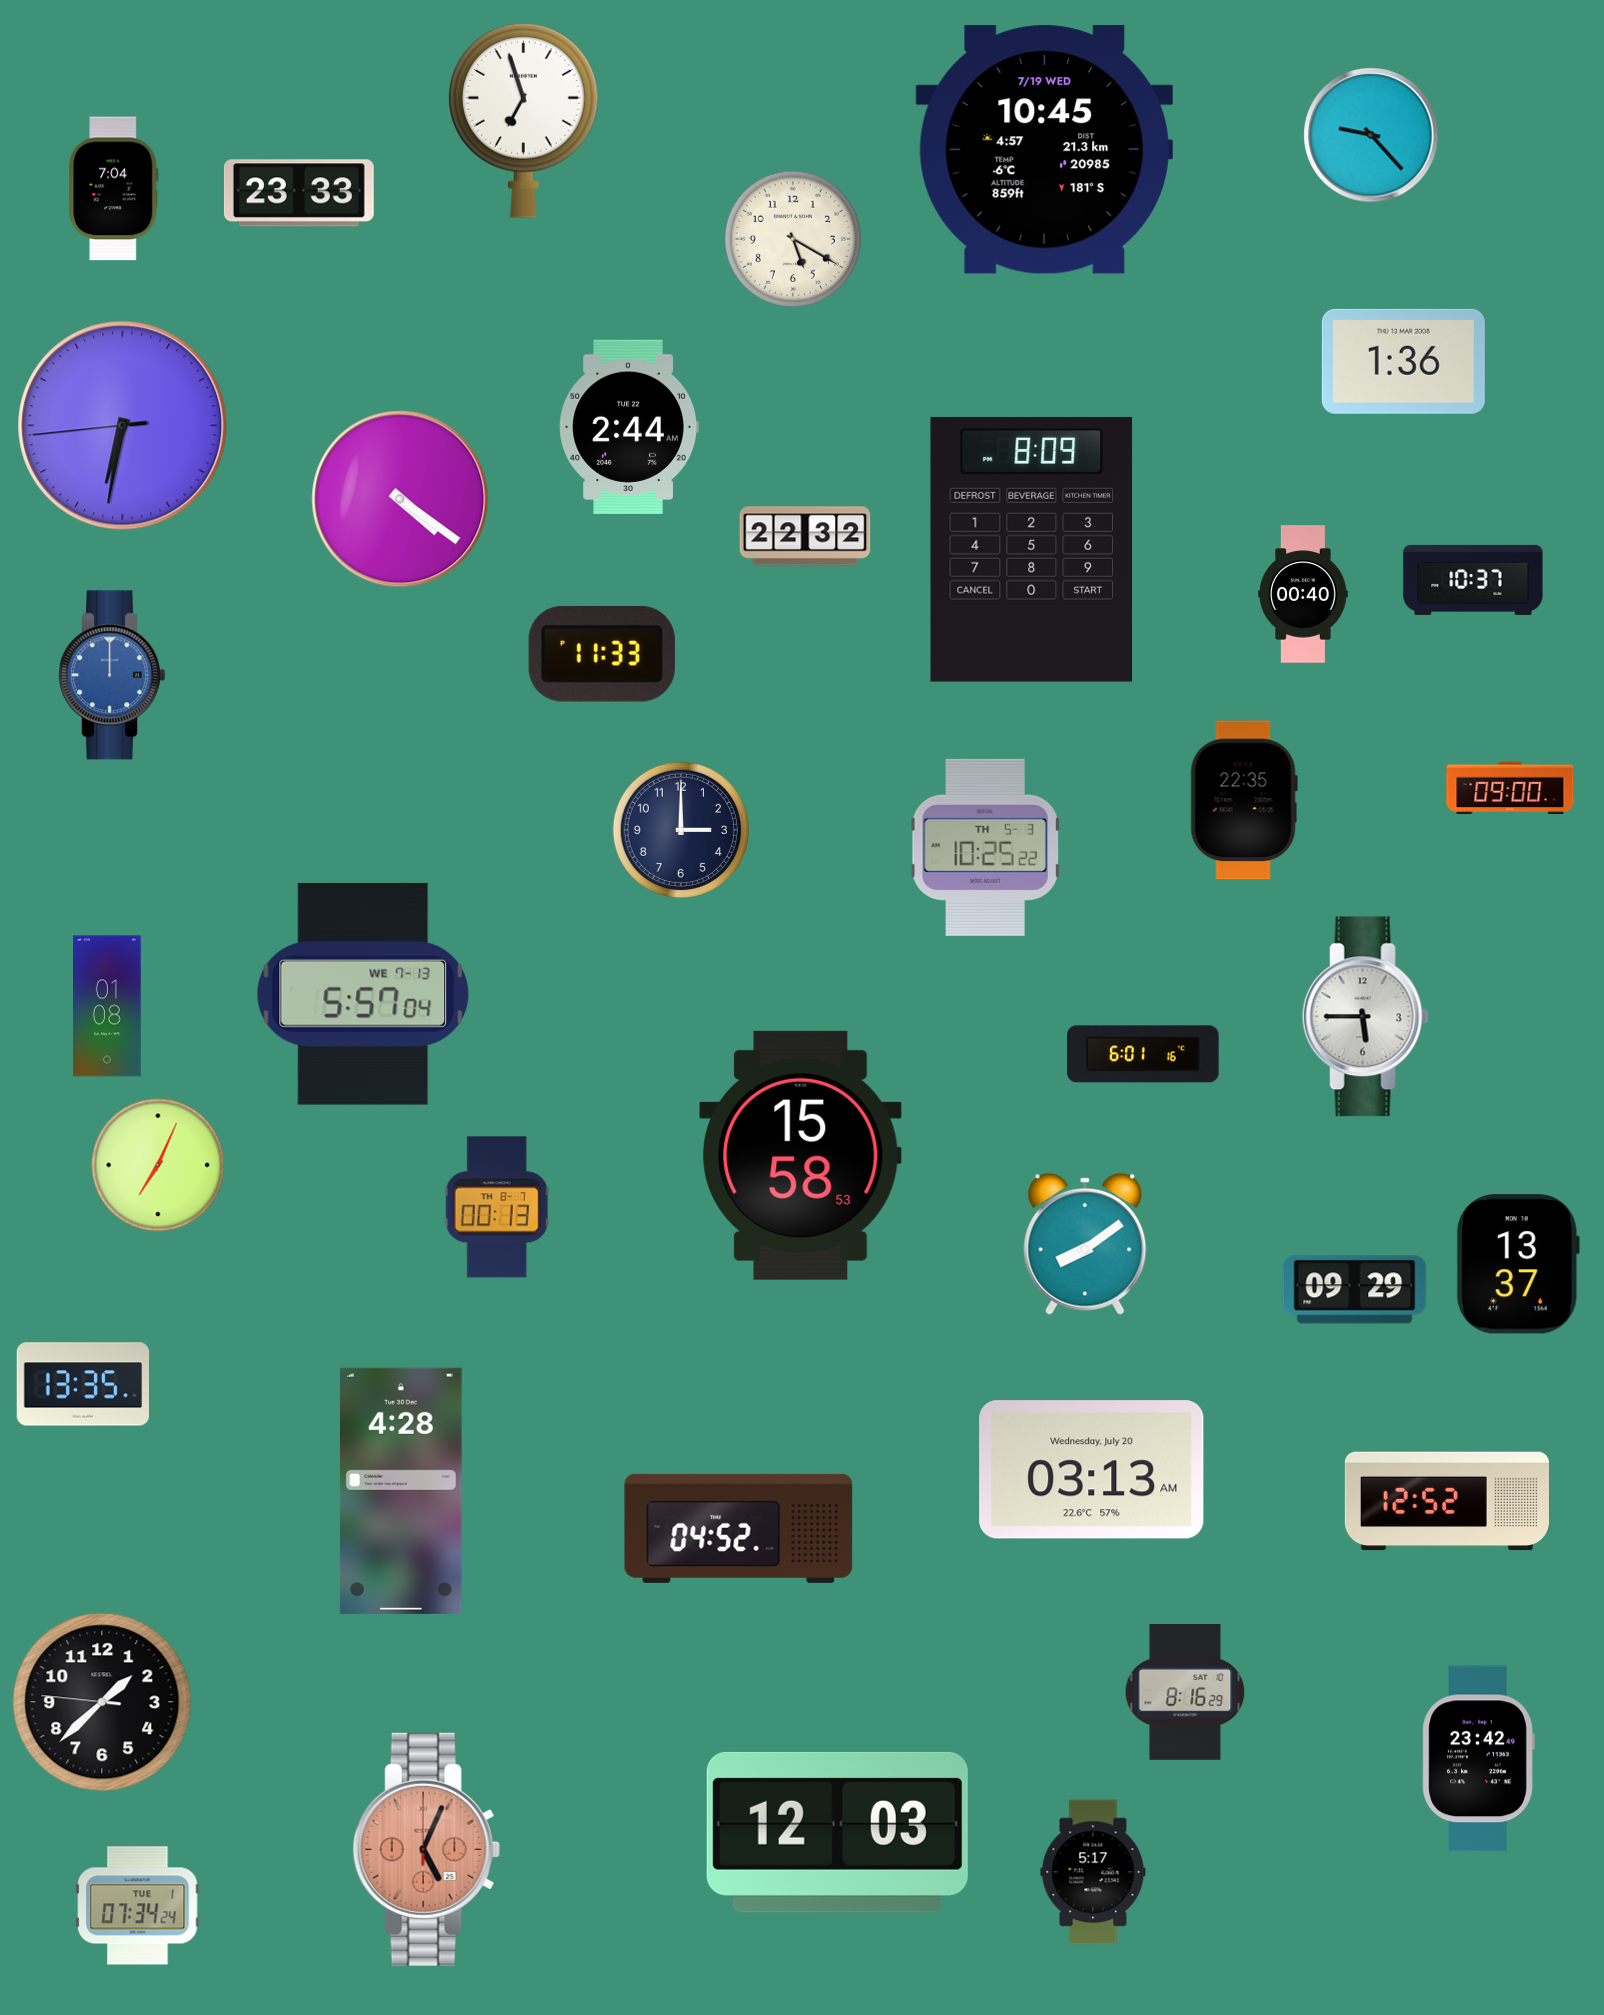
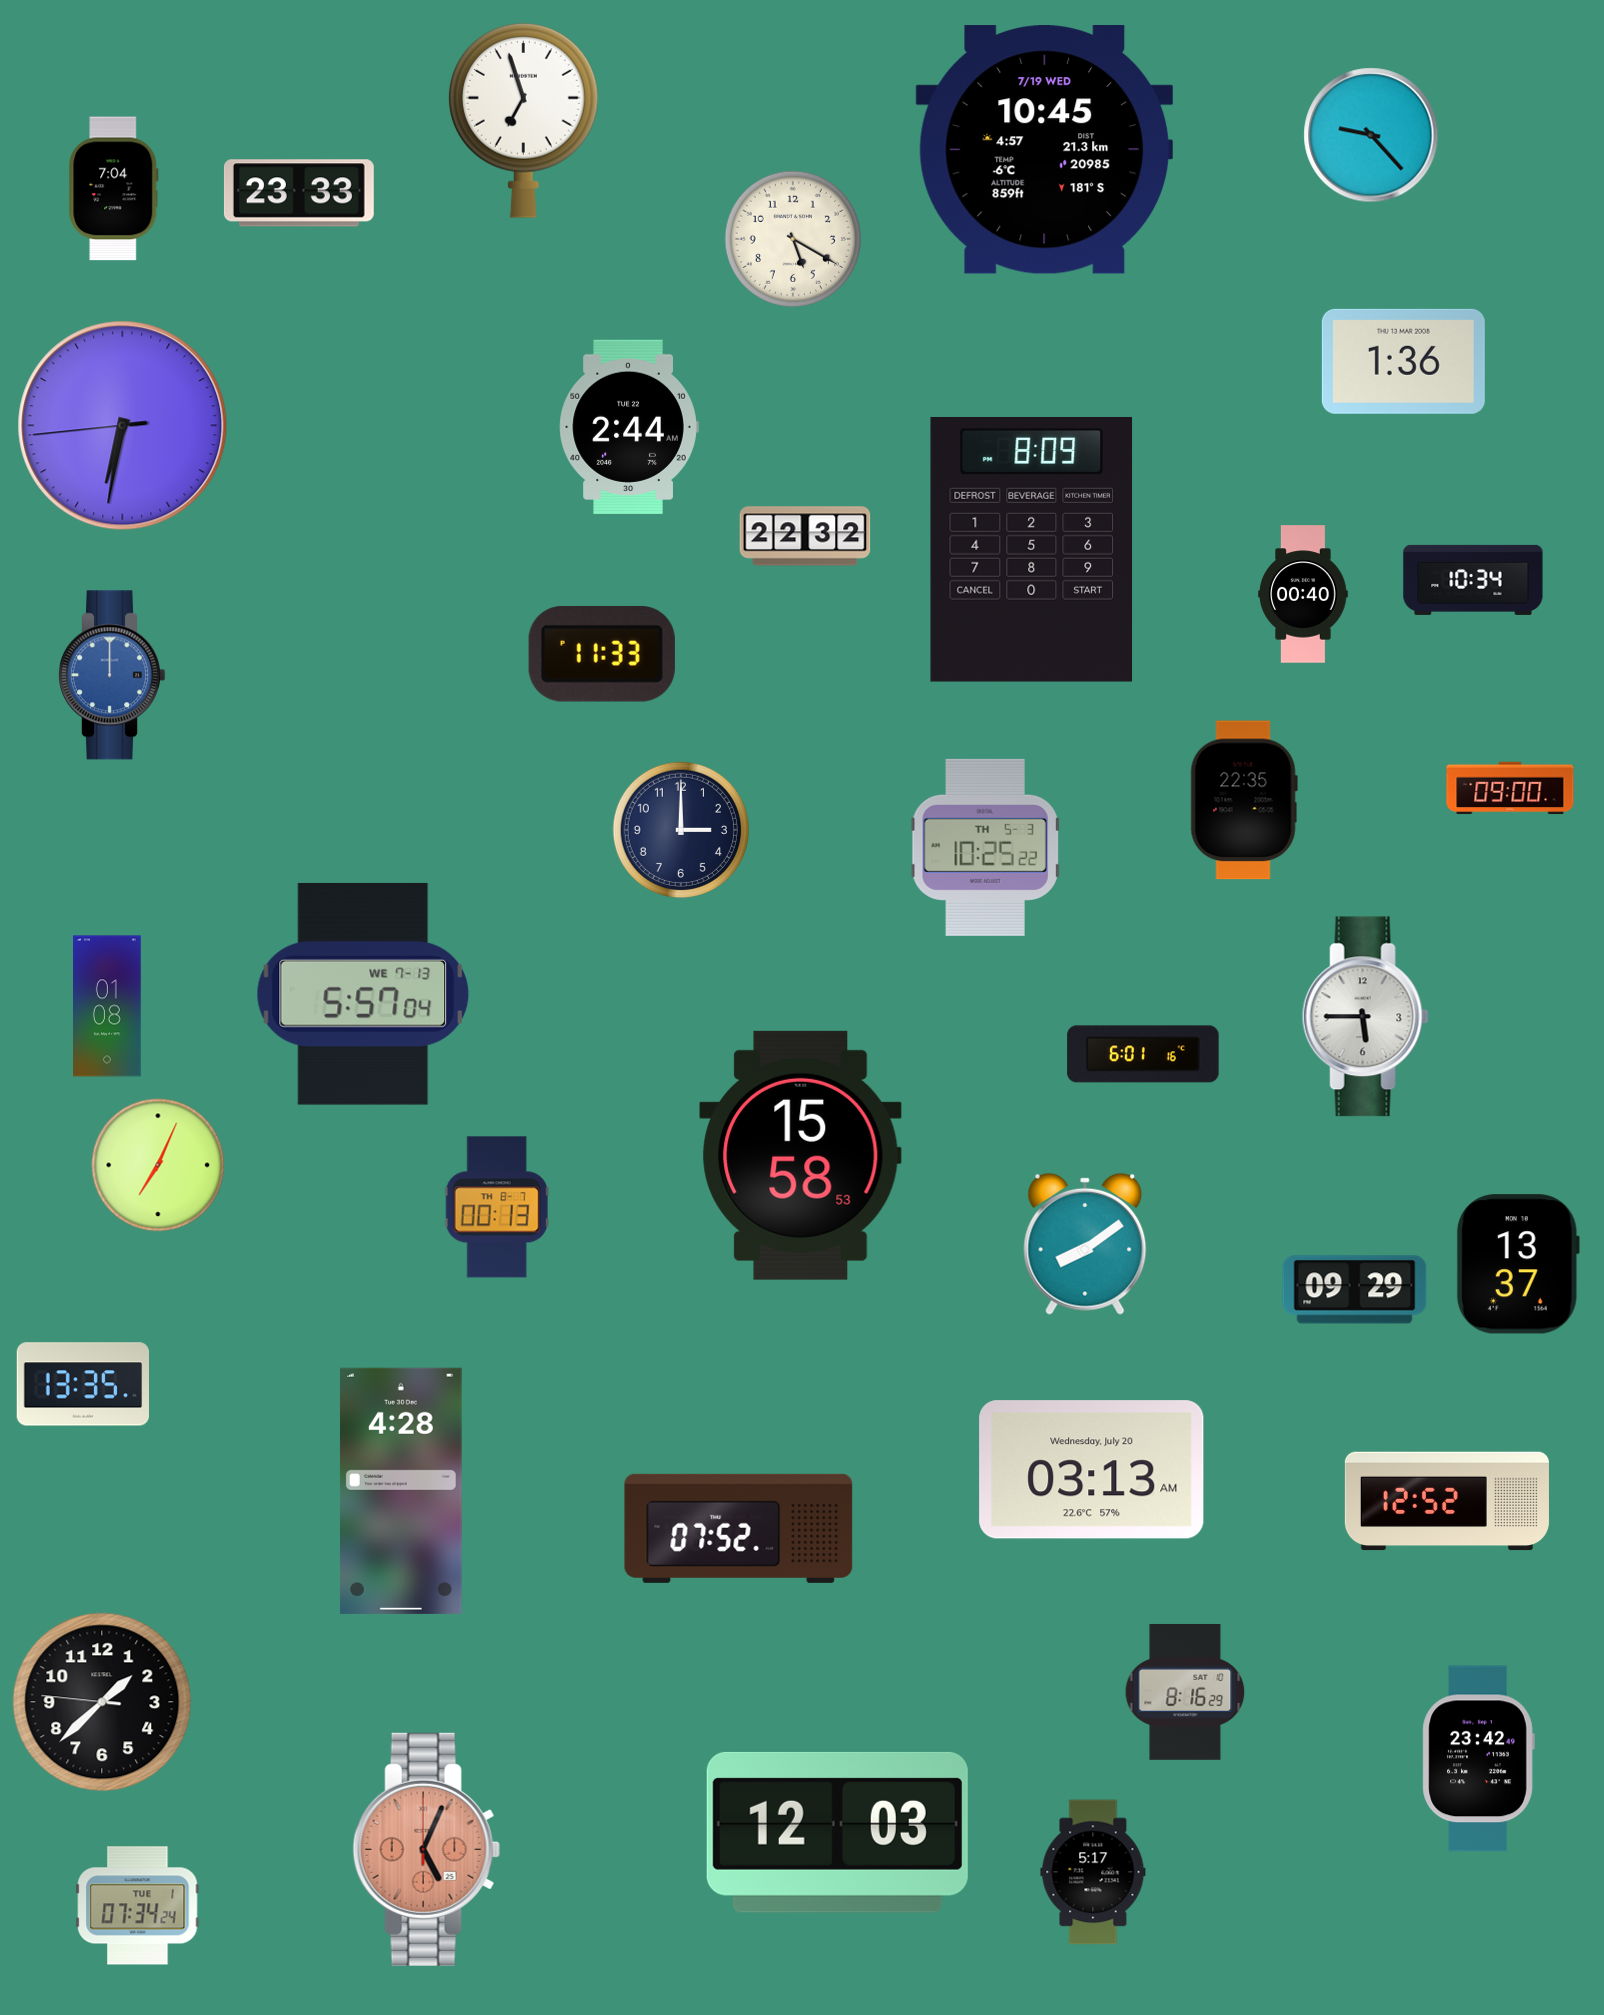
clock at (400, 499): 4:21 -> none
clock at (1473, 580): 10:37 -> 10:34
clock at (739, 1528): 04:52 -> 07:52
